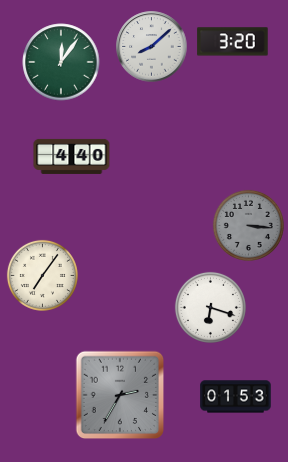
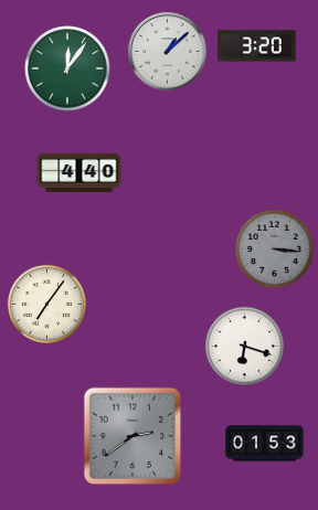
clock at (152, 47): 8:08 -> 1:08
clock at (210, 307) position: (210, 307) -> (244, 346)
clock at (120, 395): 2:35 -> 2:39
clock at (236, 397) position: (236, 397) -> (265, 444)
